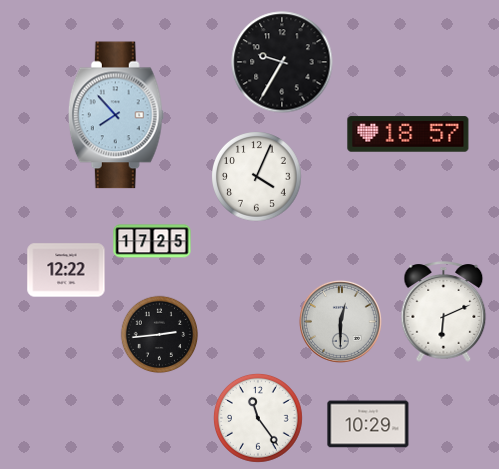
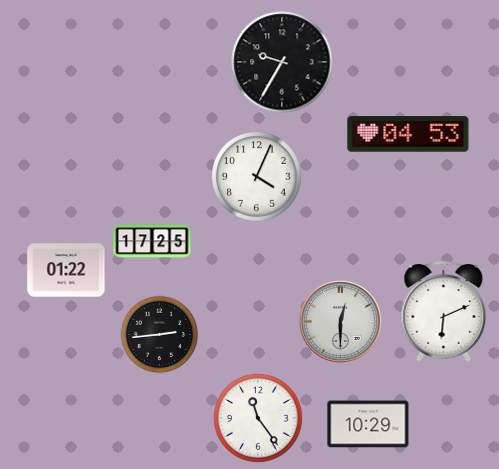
clock at (116, 115): 7:53 -> none
clock at (408, 134): 18:57 -> 04:53
clock at (66, 270): 12:22 -> 01:22
